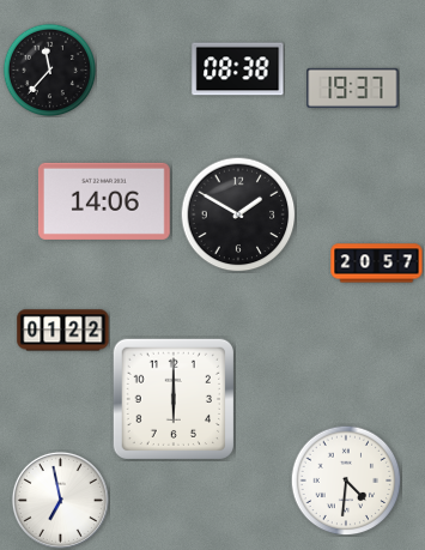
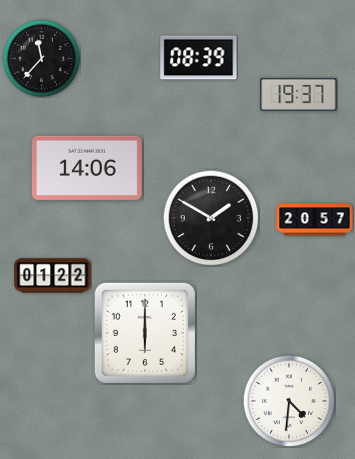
clock at (238, 69): 08:38 -> 08:39
clock at (353, 87) position: (353, 87) -> (299, 94)
clock at (238, 214) position: (238, 214) -> (211, 218)
clock at (60, 500): 6:58 -> none
